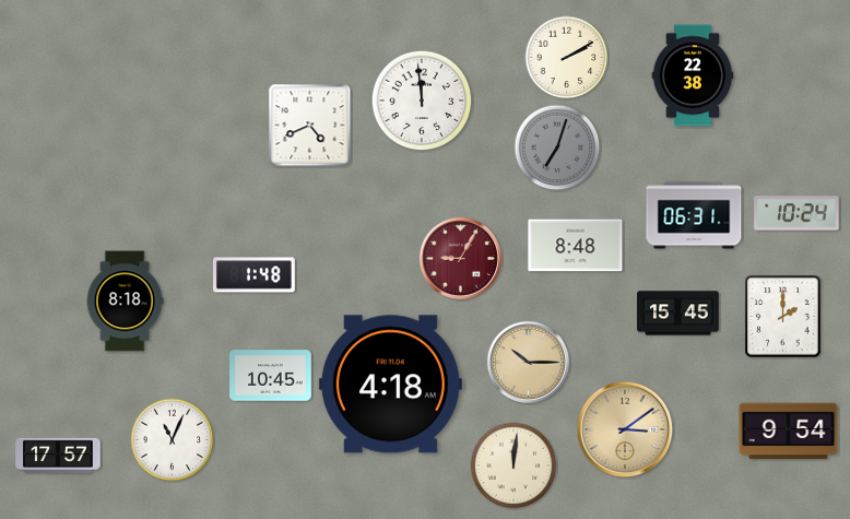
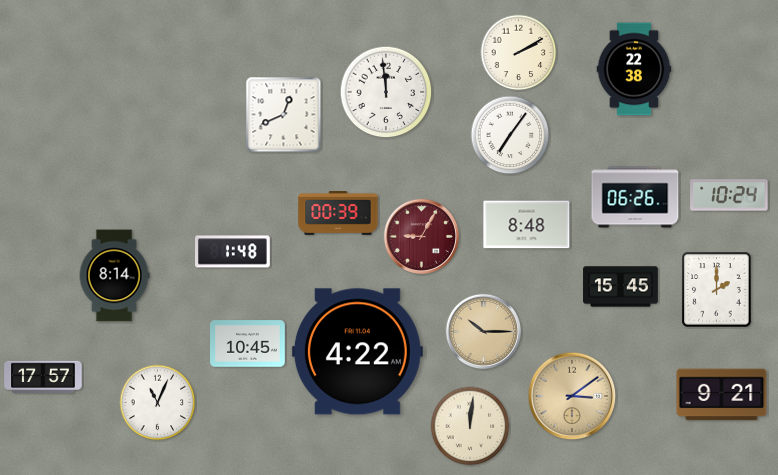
clock at (310, 126): 4:41 -> 12:41
clock at (557, 148): 7:03 -> 7:06
clock at (557, 148) dial: grey -> white
clock at (694, 215): 06:31 -> 06:26
clock at (338, 213): none -> 00:39
clock at (125, 302): 8:18 -> 8:14
clock at (390, 385): 4:18 -> 4:22
clock at (625, 429) position: (625, 429) -> (572, 396)
clock at (789, 432): 9:54 -> 9:21
clock at (58, 455) position: (58, 455) -> (43, 376)
